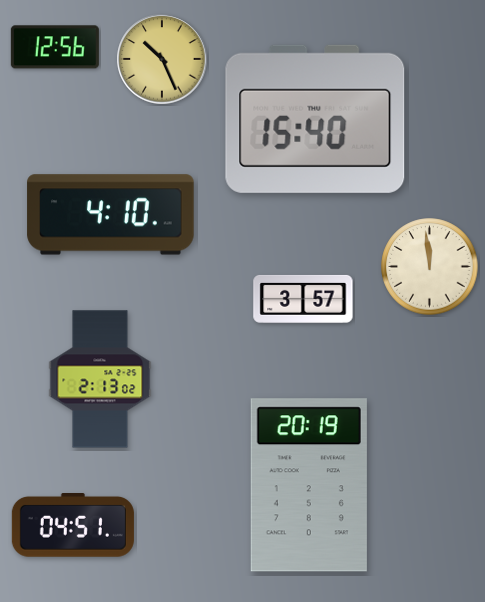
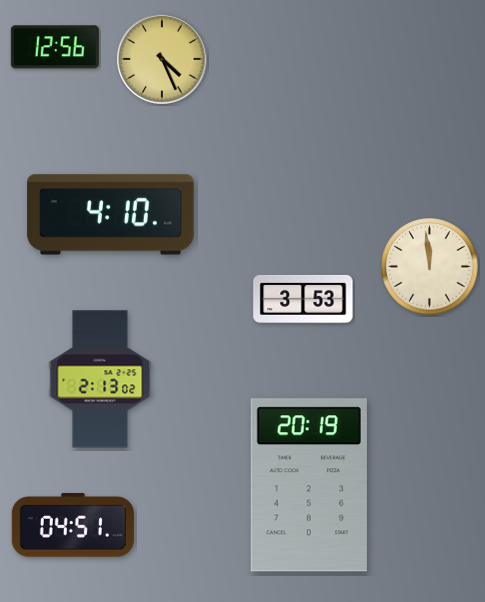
clock at (162, 59): 10:26 -> 4:26
clock at (315, 119): 15:40 -> none
clock at (303, 299): 3:57 -> 3:53
